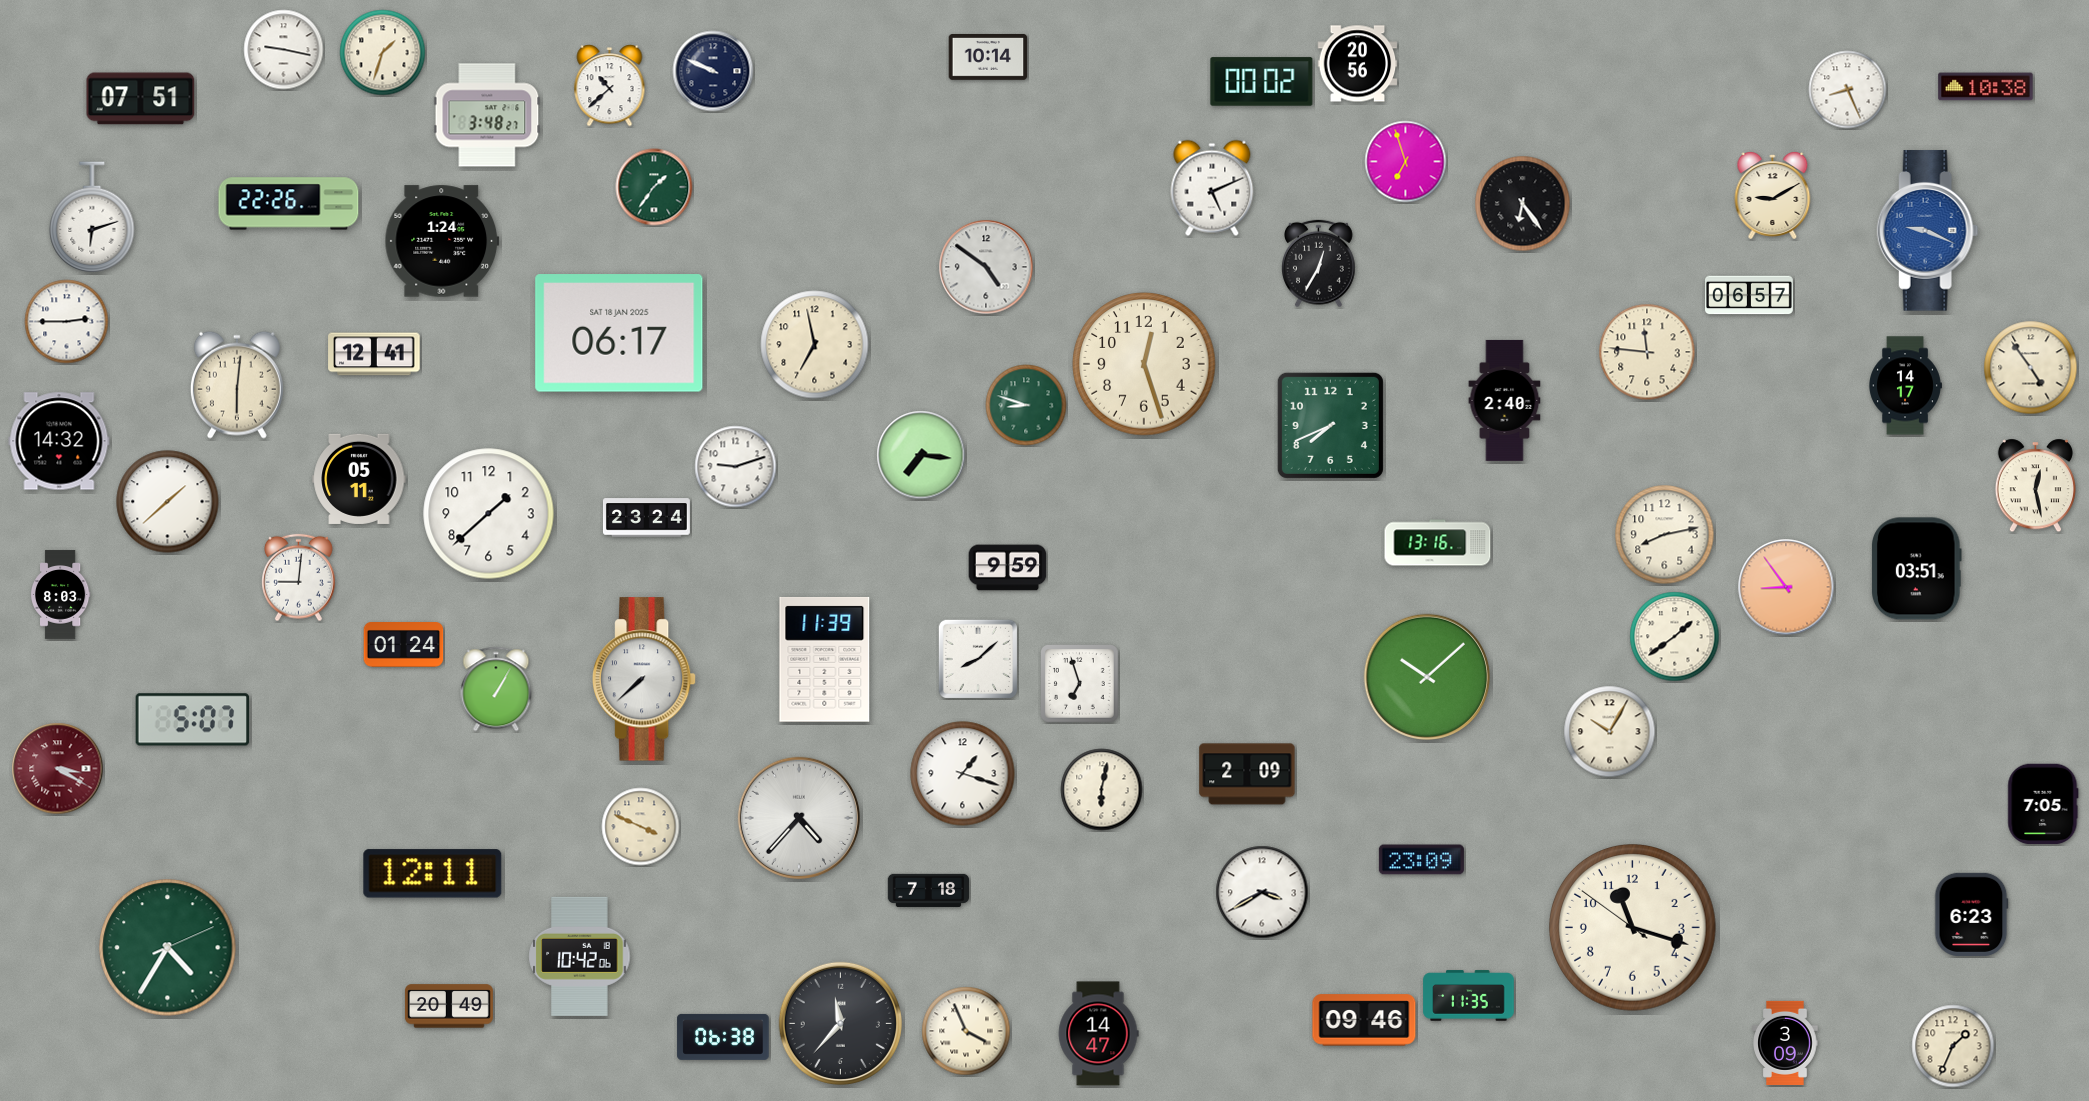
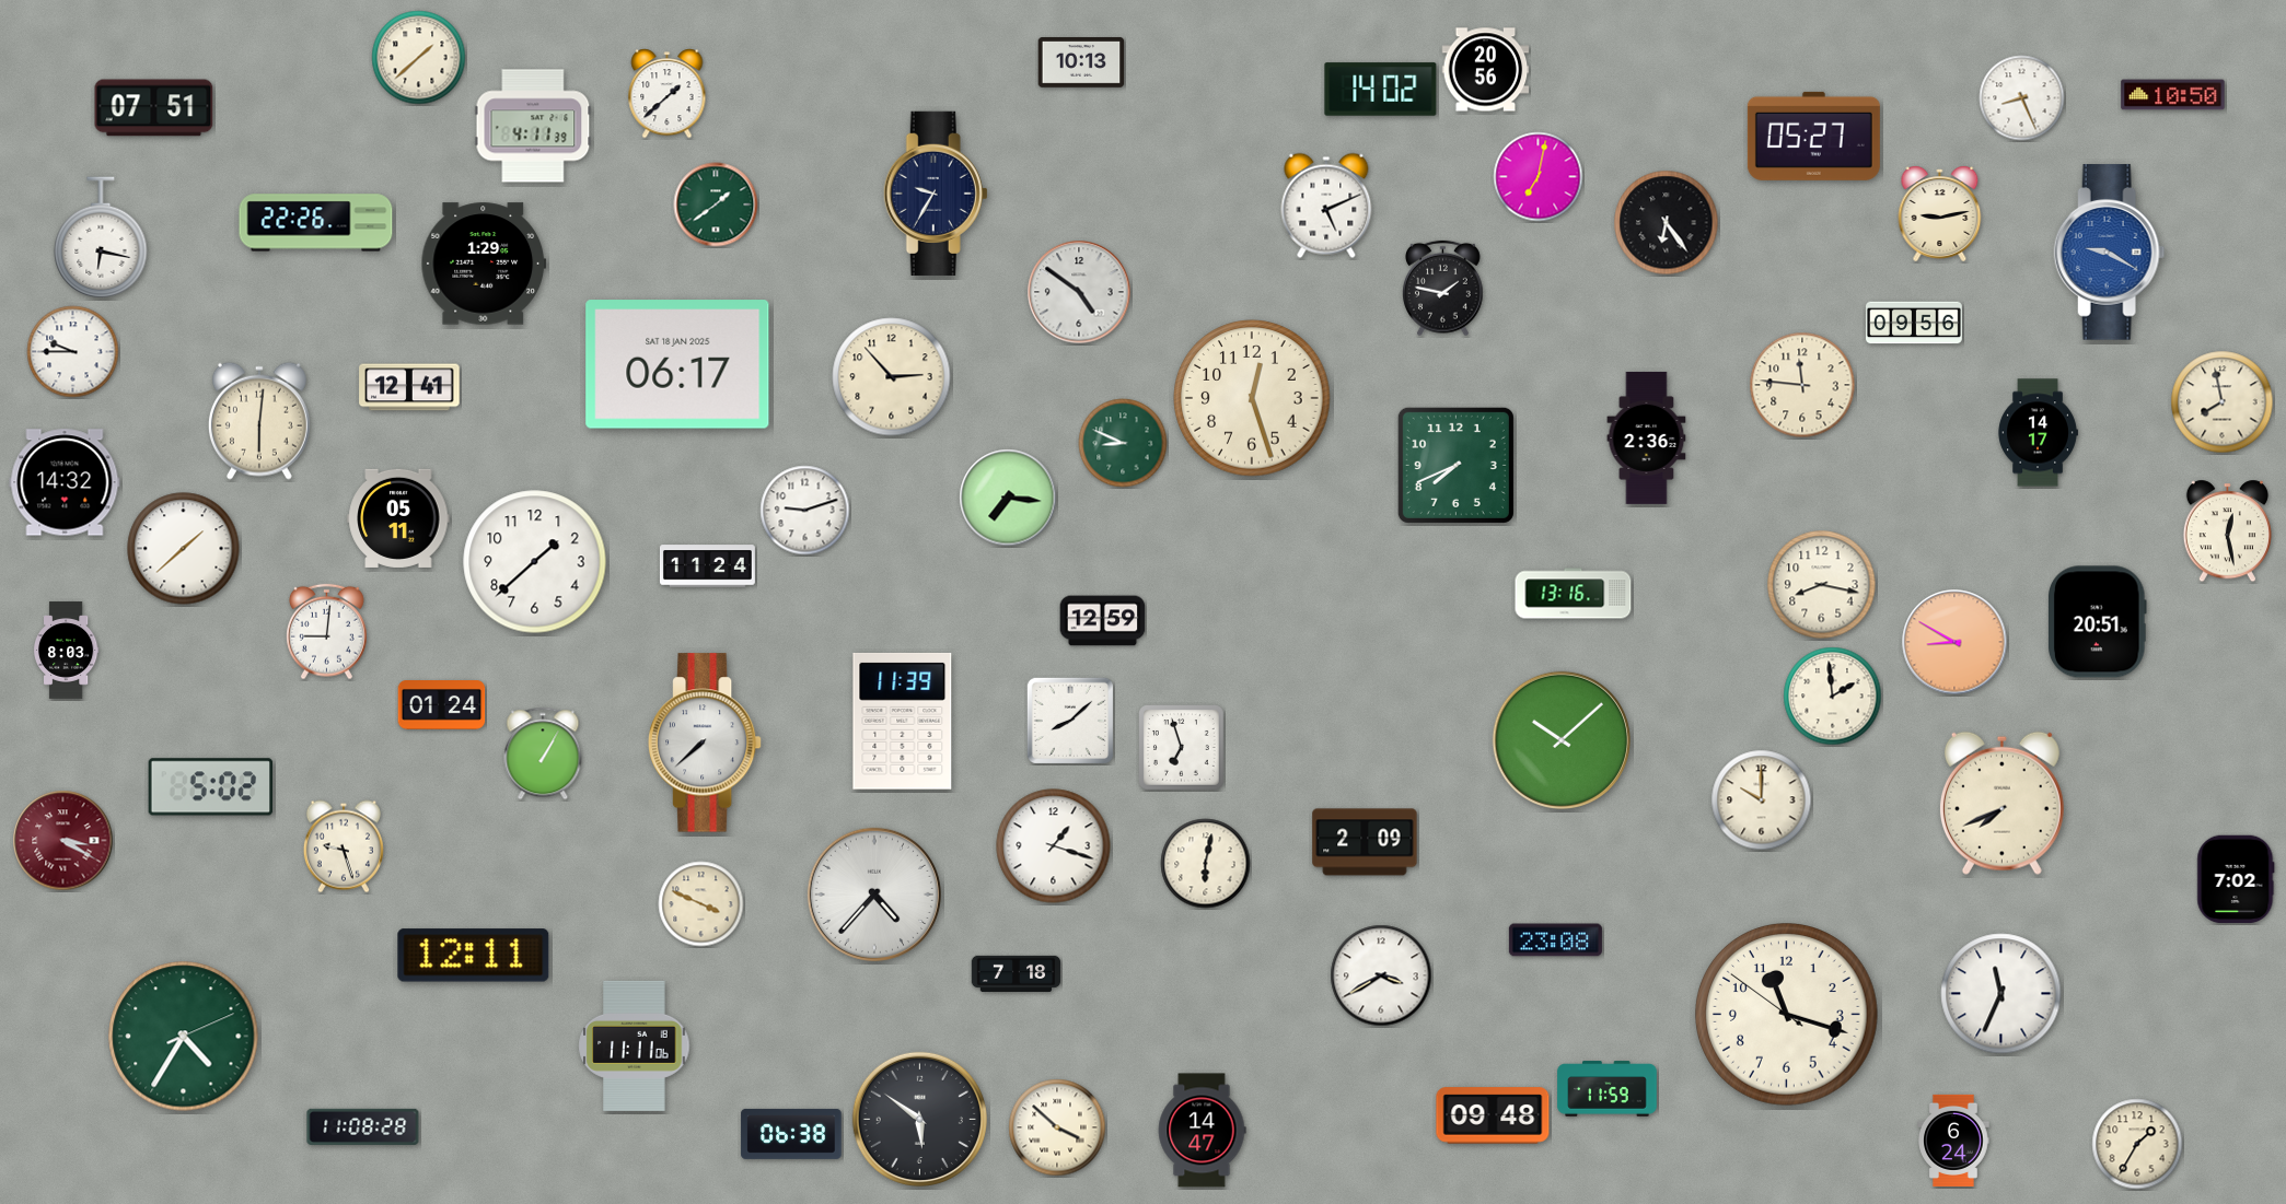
clock at (284, 50): 9:17 -> none
clock at (383, 53): 1:33 -> 1:38
clock at (988, 58): 10:14 -> 10:13
clock at (713, 71): 9:49 -> none
clock at (1262, 82): 00:02 -> 14:02
clock at (610, 86): 10:38 -> 1:38
clock at (1986, 87): 10:38 -> 10:50
clock at (487, 115): 3:48 -> 4:11
clock at (1813, 136): none -> 05:27
clock at (1406, 162): 6:57 -> 7:02
clock at (936, 194): none -> 9:35
clock at (654, 187): 1:36 -> 1:39
clock at (1773, 196): 9:10 -> 9:13
clock at (92, 217): 6:12 -> 6:17
clock at (1928, 231): 9:19 -> 9:20
clock at (442, 241): 1:24 -> 1:29
clock at (1319, 264): 12:35 -> 1:47
clock at (1750, 295): 06:57 -> 09:56
clock at (67, 322): 2:45 -> 9:45
clock at (815, 345): 6:58 -> 2:53
clock at (2031, 368): 4:54 -> 7:58
clock at (1905, 386) position: (1905, 386) -> (2038, 433)
clock at (1505, 400): 2:40 -> 2:36
clock at (1026, 405): 8:48 -> 8:49
clock at (359, 479) position: (359, 479) -> (398, 518)
clock at (646, 518): 23:24 -> 11:24
clock at (1665, 535): 8:13 -> 8:17
clock at (1008, 568): 9:59 -> 12:59
clock at (1917, 569): 03:51 -> 20:51
clock at (1786, 587): 8:54 -> 8:50
clock at (1675, 637): 1:39 -> 1:59
clock at (193, 720): 5:07 -> 5:02
clock at (1610, 732): 10:05 -> 10:00
clock at (2001, 803): none -> 7:41
clock at (344, 846): none -> 9:27
clock at (1247, 774) position: (1247, 774) -> (1365, 842)
clock at (2043, 804): 7:05 -> 7:02
clock at (1421, 860): 23:09 -> 23:08
clock at (2001, 994): none -> 11:34
clock at (1972, 914): 6:23 -> none
clock at (580, 956): 10:42 -> 11:11
clock at (1469, 996): 11:35 -> 11:59
clock at (449, 1006): 20:49 -> none
clock at (1364, 1020): 09:46 -> 09:48
clock at (840, 1023): 11:37 -> 5:51
clock at (363, 1126): none -> 11:08
clock at (966, 1031): 3:56 -> 3:52
clock at (1785, 1043): 3:09 -> 6:24
clock at (1953, 1046): 1:34 -> 1:35
